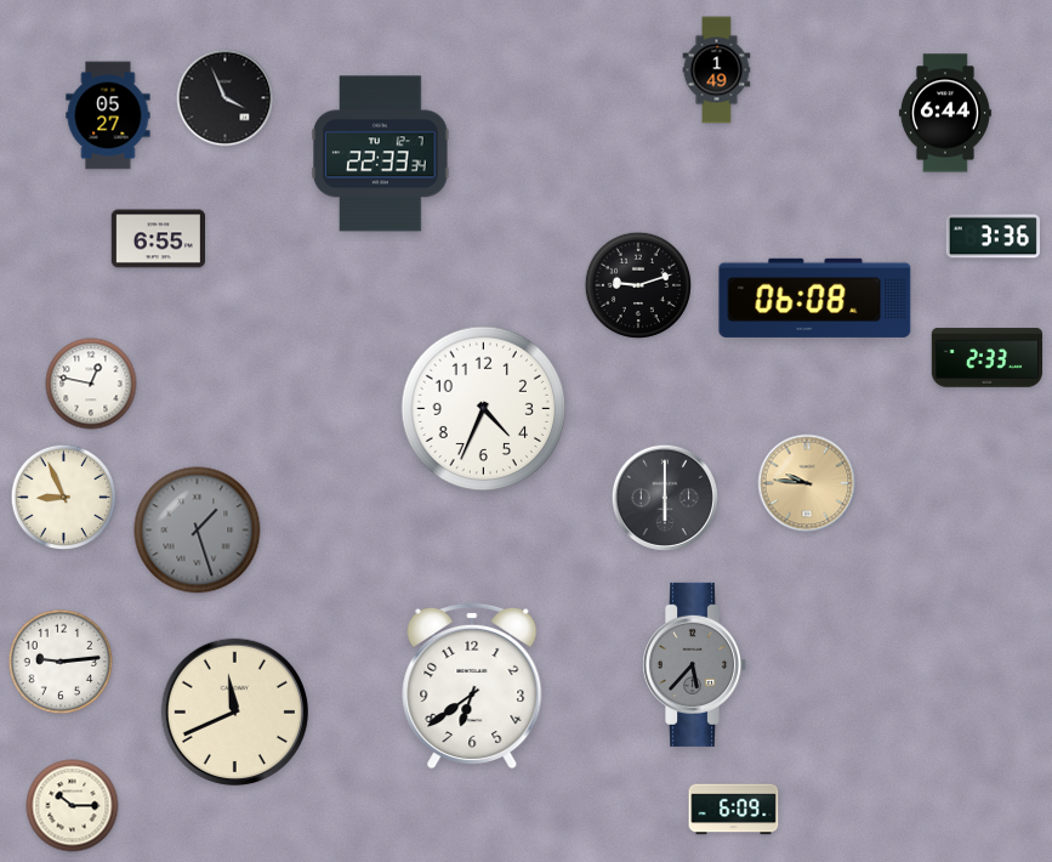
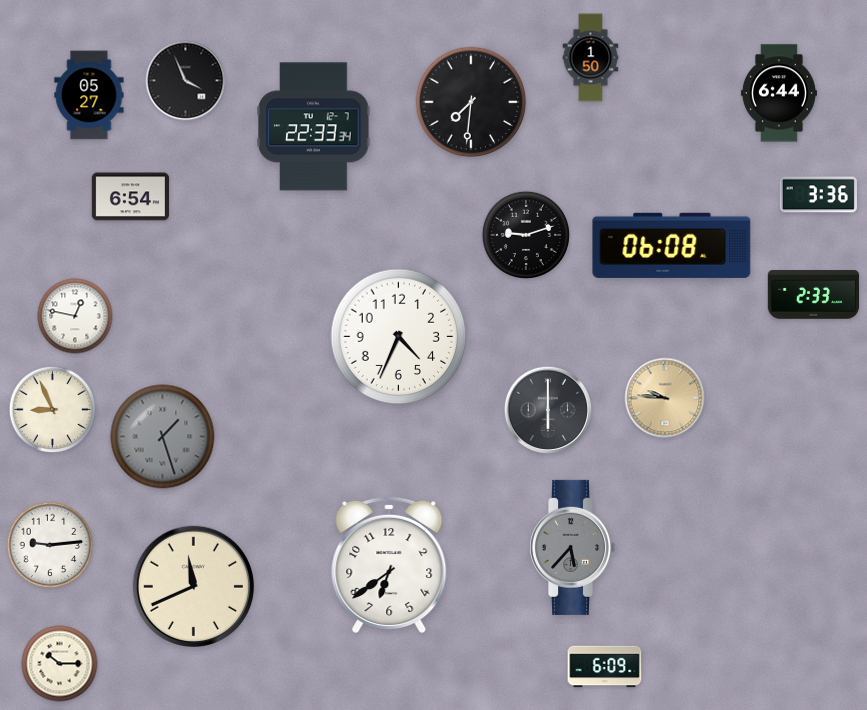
clock at (717, 70): 1:49 -> 1:50
clock at (471, 102): none -> 7:31
clock at (158, 239): 6:55 -> 6:54
